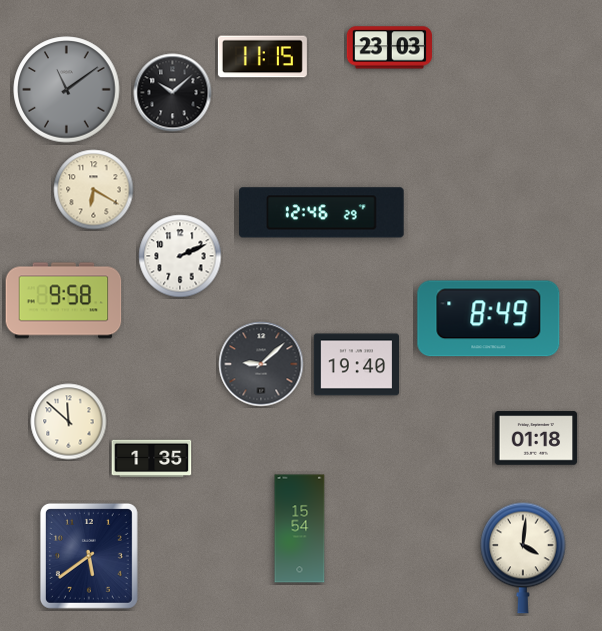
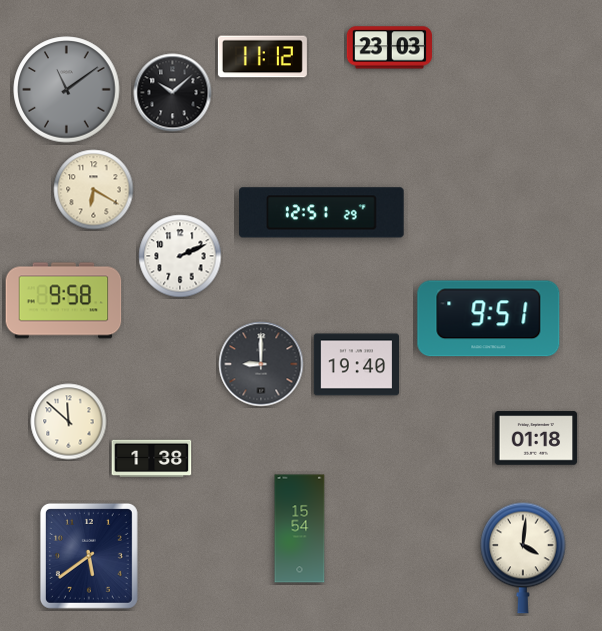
clock at (262, 57): 11:15 -> 11:12
clock at (322, 213): 12:46 -> 12:51
clock at (489, 319): 8:49 -> 9:51
clock at (261, 364): 9:08 -> 9:00
clock at (152, 459): 1:35 -> 1:38
